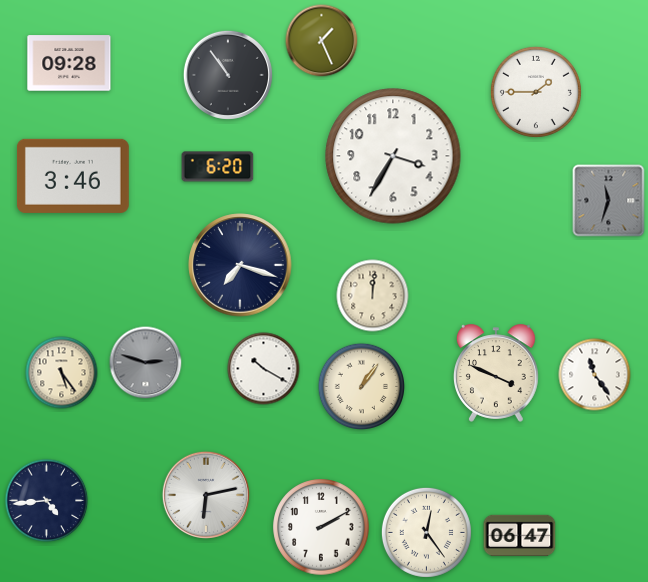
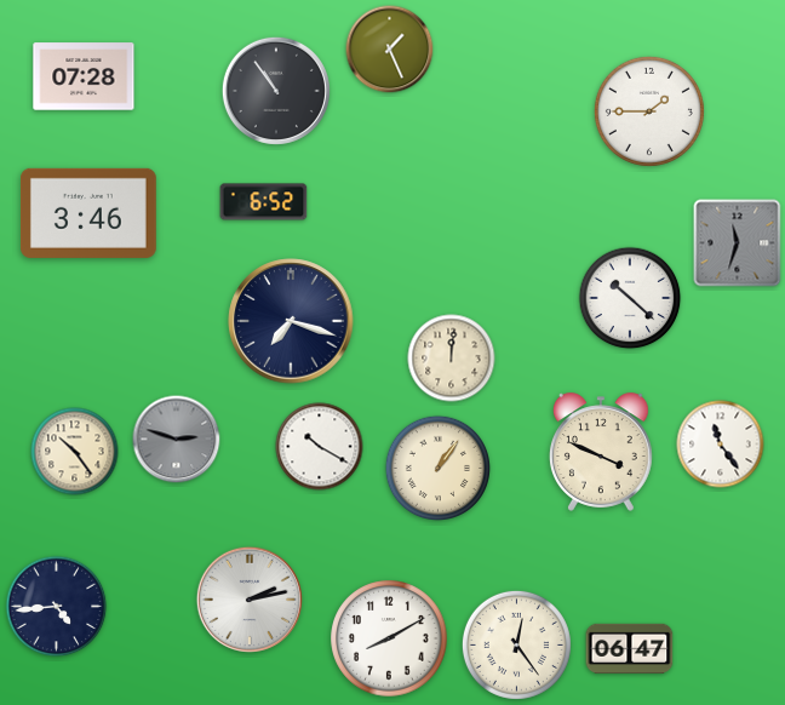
clock at (69, 63): 09:28 -> 07:28
clock at (393, 156): 3:35 -> none
clock at (218, 167): 6:20 -> 6:52
clock at (630, 298): none -> 10:22
clock at (62, 373): 5:24 -> 10:24
clock at (595, 375) position: (595, 375) -> (721, 445)
clock at (206, 495): 6:13 -> 2:13
clock at (321, 527): 2:10 -> 8:10
